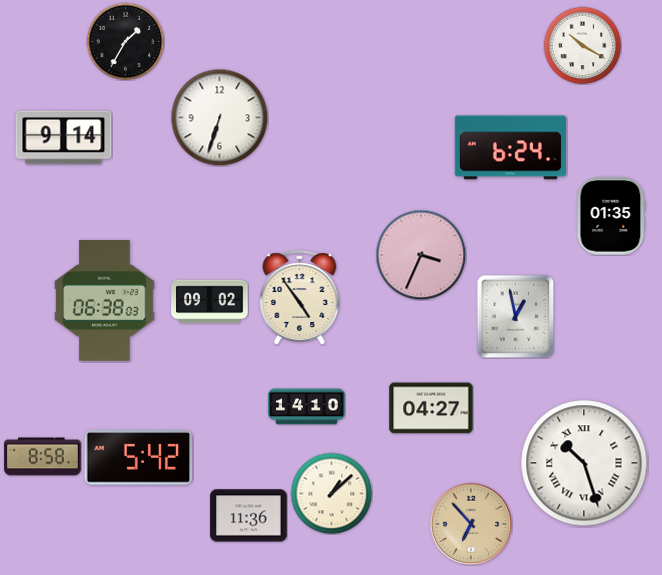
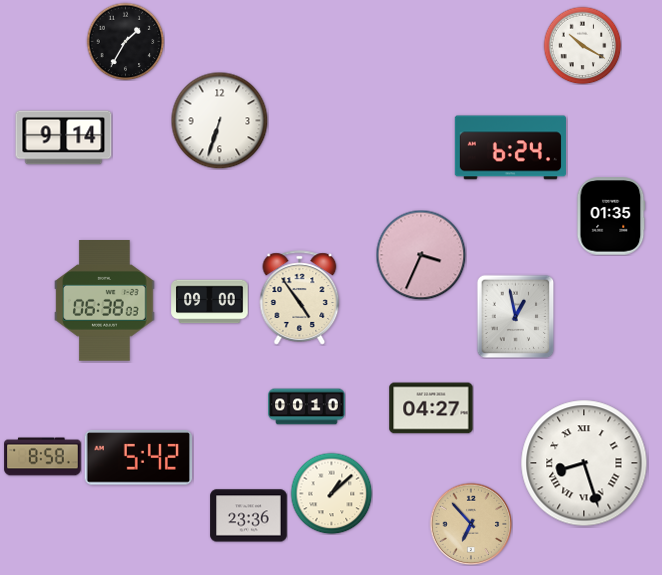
clock at (219, 117) position: (219, 117) -> (219, 120)
clock at (210, 302): 09:02 -> 09:00
clock at (307, 407): 14:10 -> 00:10
clock at (584, 463): 10:27 -> 8:27
clock at (249, 516): 11:36 -> 23:36
